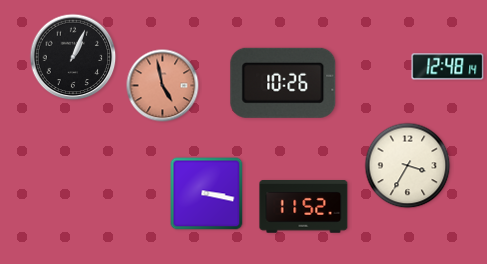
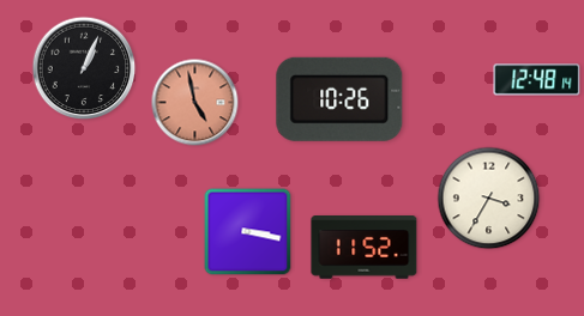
clock at (73, 57) position: (73, 57) -> (84, 68)
